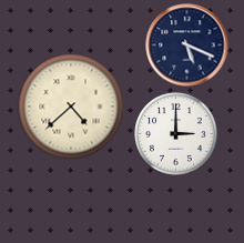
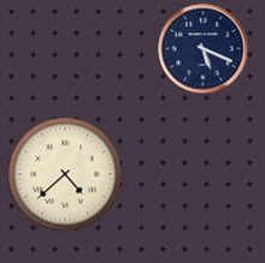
clock at (71, 107) position: (71, 107) -> (65, 174)
clock at (176, 134): 3:00 -> none
